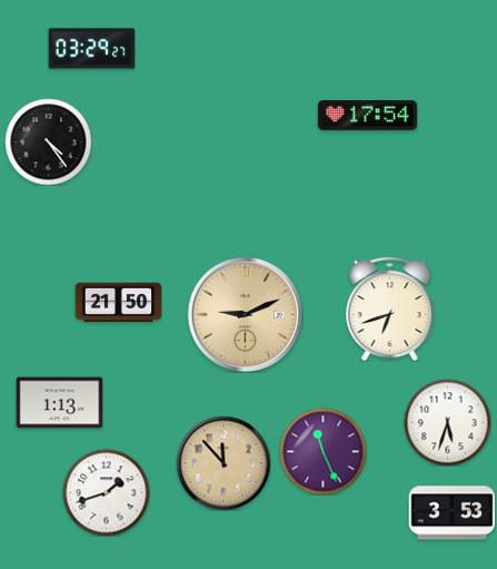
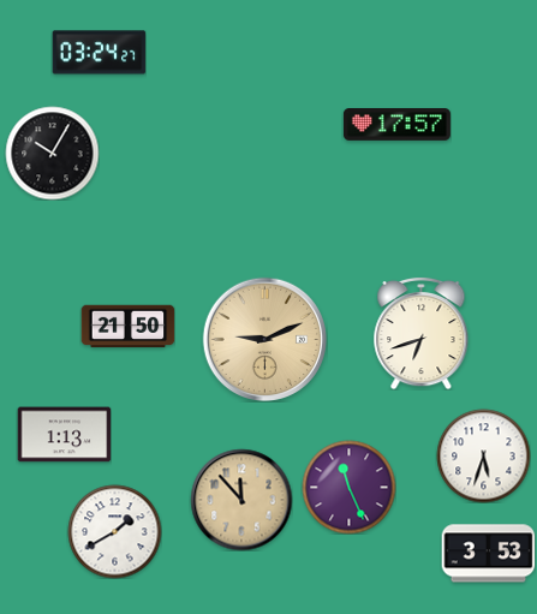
clock at (91, 49): 03:29 -> 03:24
clock at (367, 116): 17:54 -> 17:57
clock at (48, 141): 4:24 -> 10:05
clock at (106, 492): 1:42 -> 1:40
